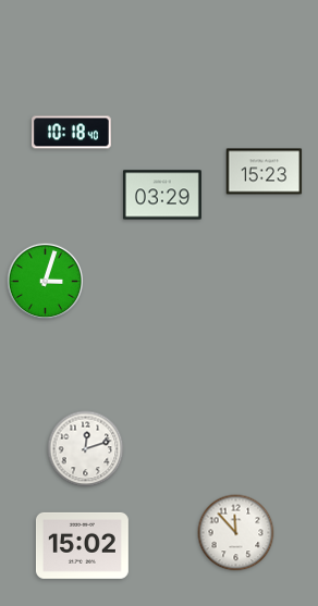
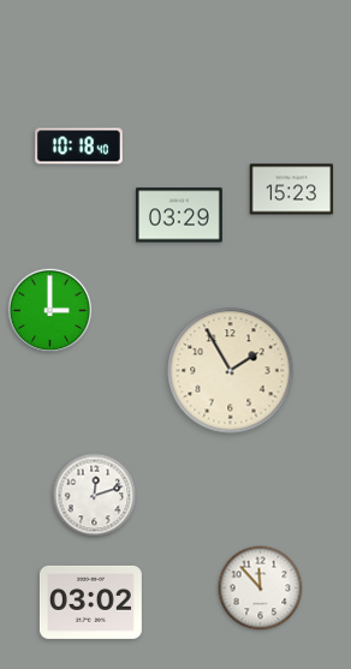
clock at (45, 281): 3:03 -> 3:00
clock at (231, 371): none -> 1:55
clock at (82, 545): 15:02 -> 03:02
